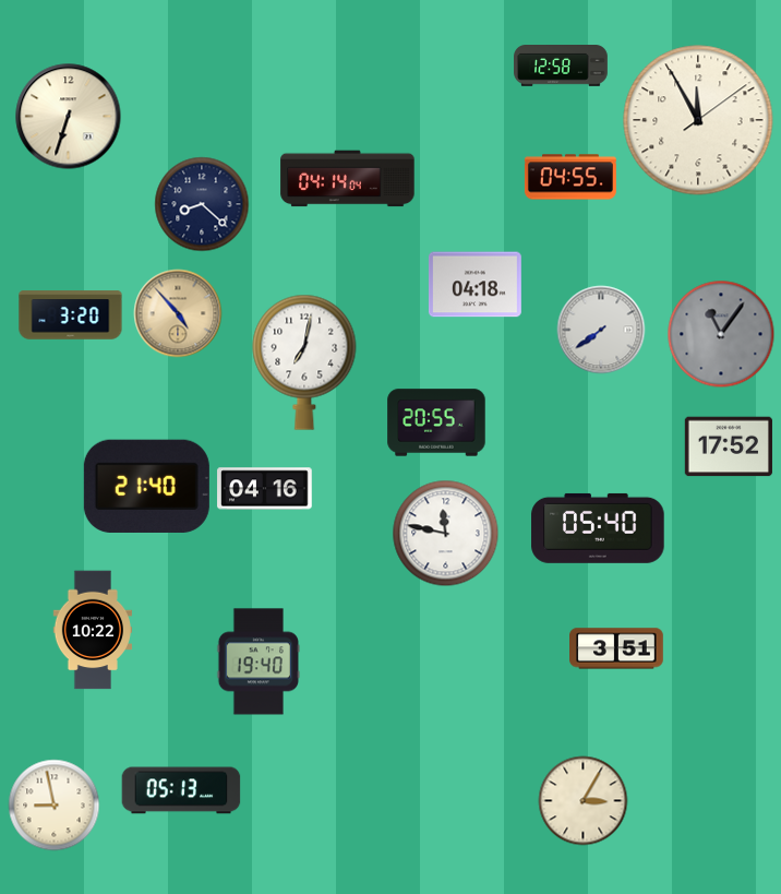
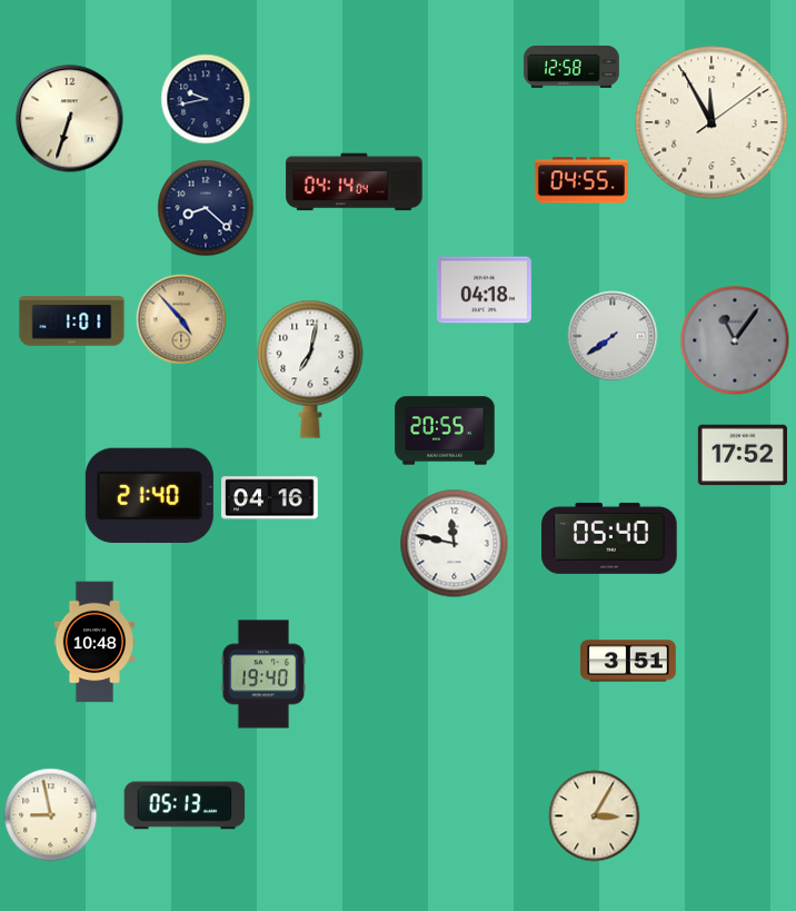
clock at (206, 99): none -> 9:43
clock at (71, 315): 3:20 -> 1:01
clock at (92, 630): 10:22 -> 10:48
clock at (55, 806) position: (55, 806) -> (51, 815)
